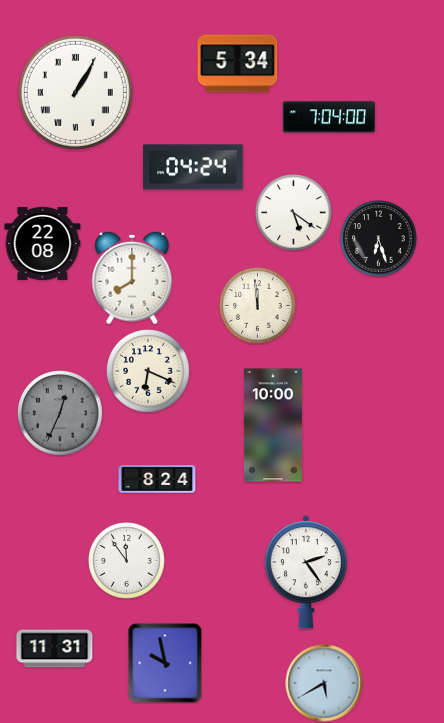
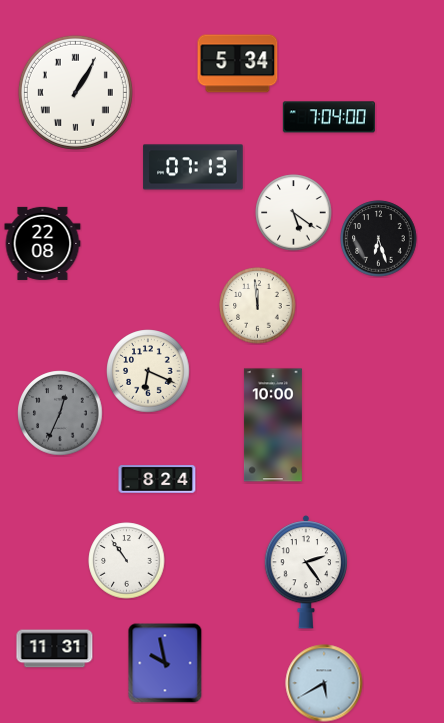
clock at (193, 167): 04:24 -> 07:13
clock at (132, 278): 8:00 -> none
clock at (127, 561): 11:54 -> 10:54
